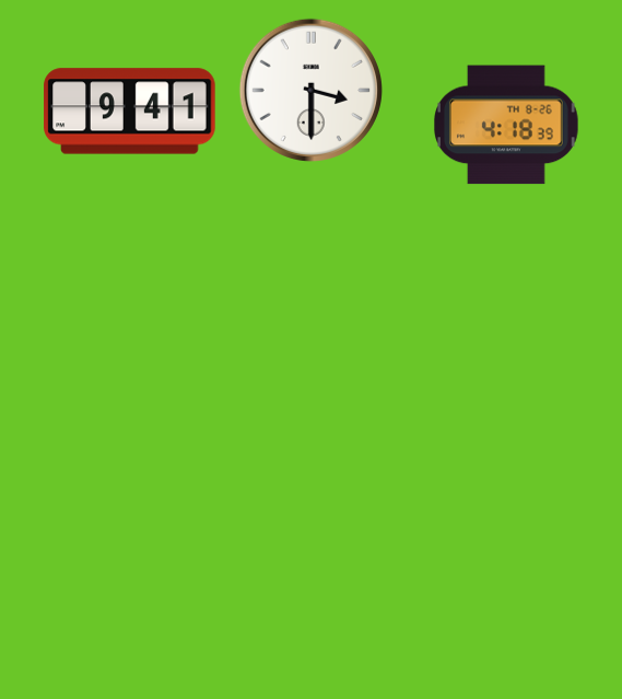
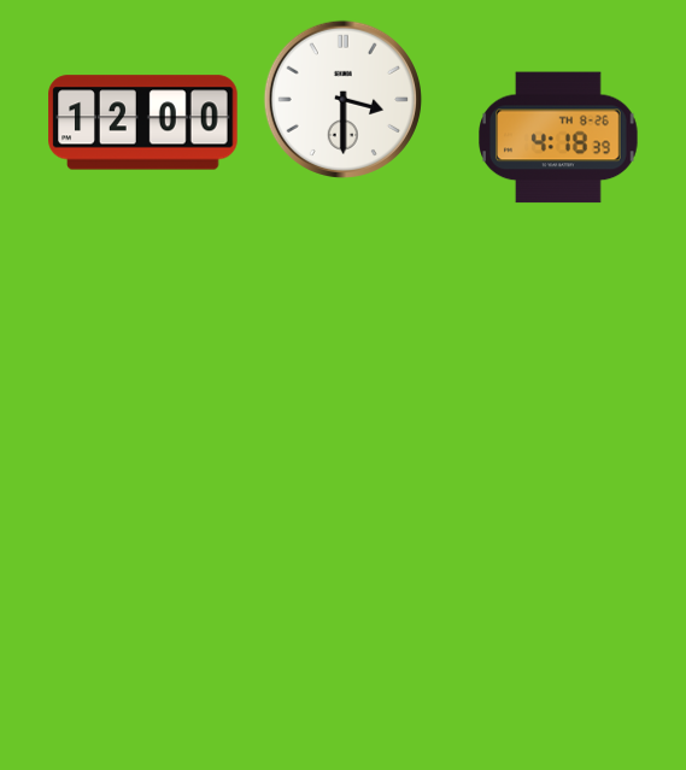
clock at (130, 112): 9:41 -> 12:00
